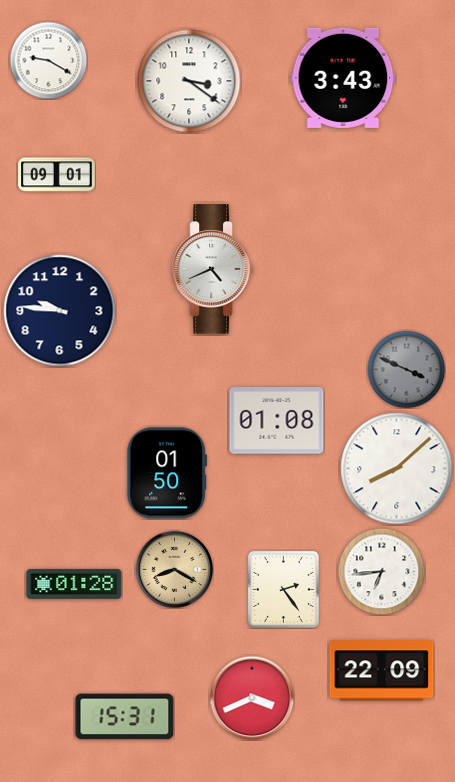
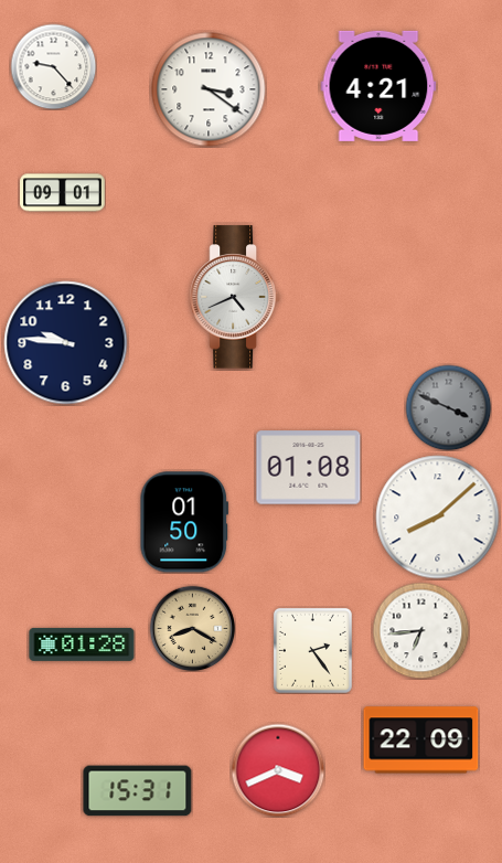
clock at (48, 60): 9:20 -> 9:23
clock at (343, 78): 3:43 -> 4:21
clock at (277, 421) position: (277, 421) -> (309, 468)
